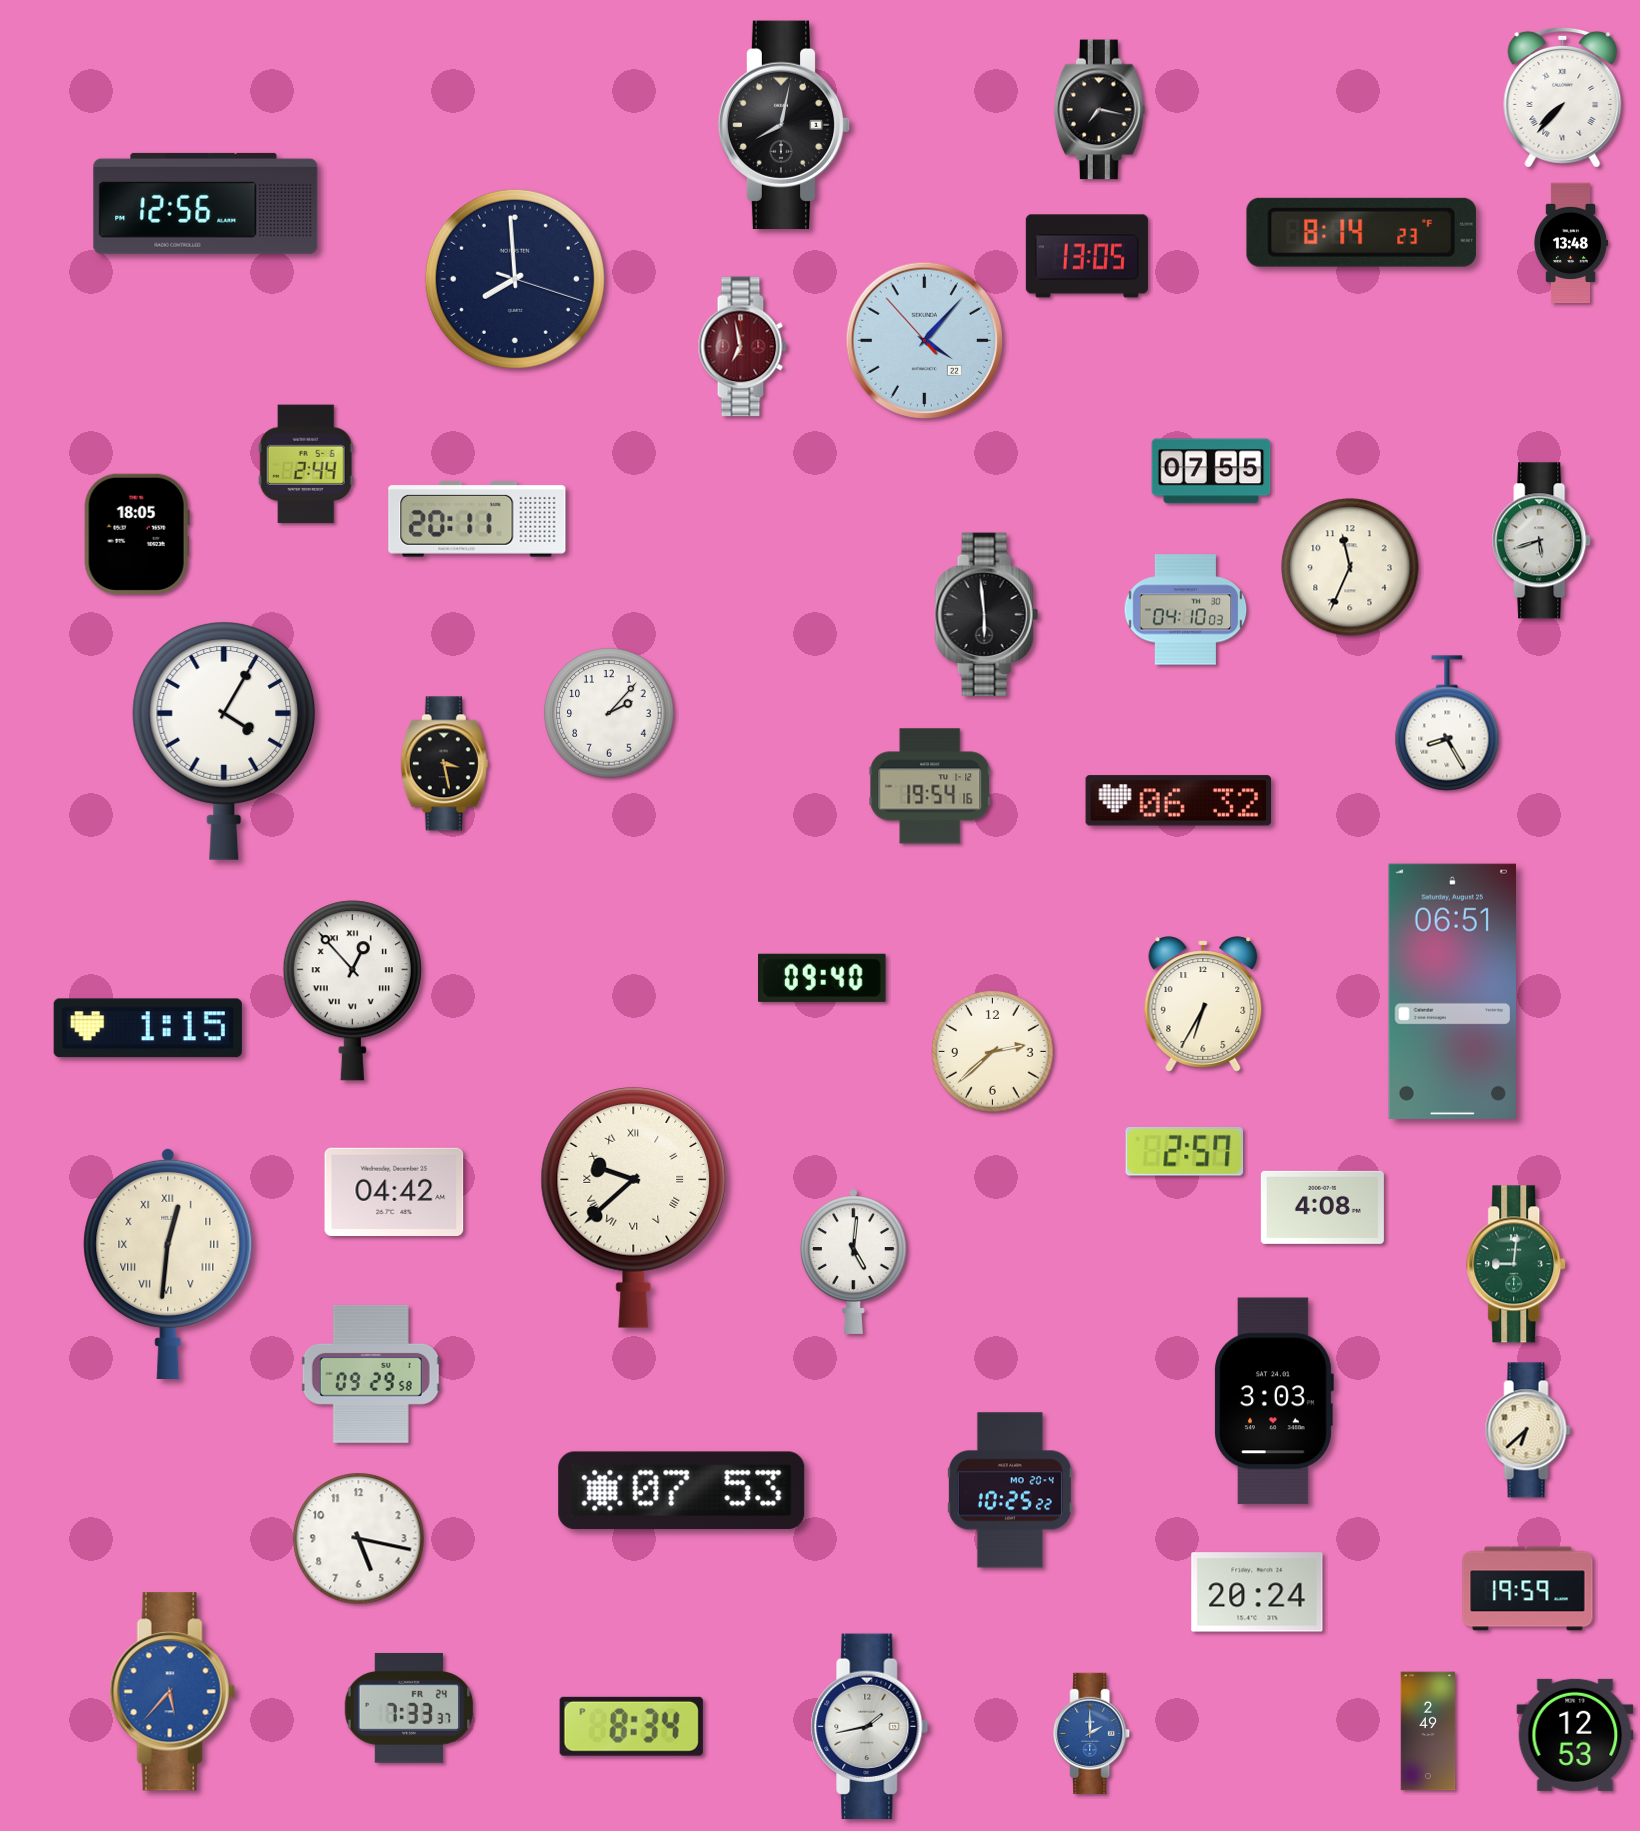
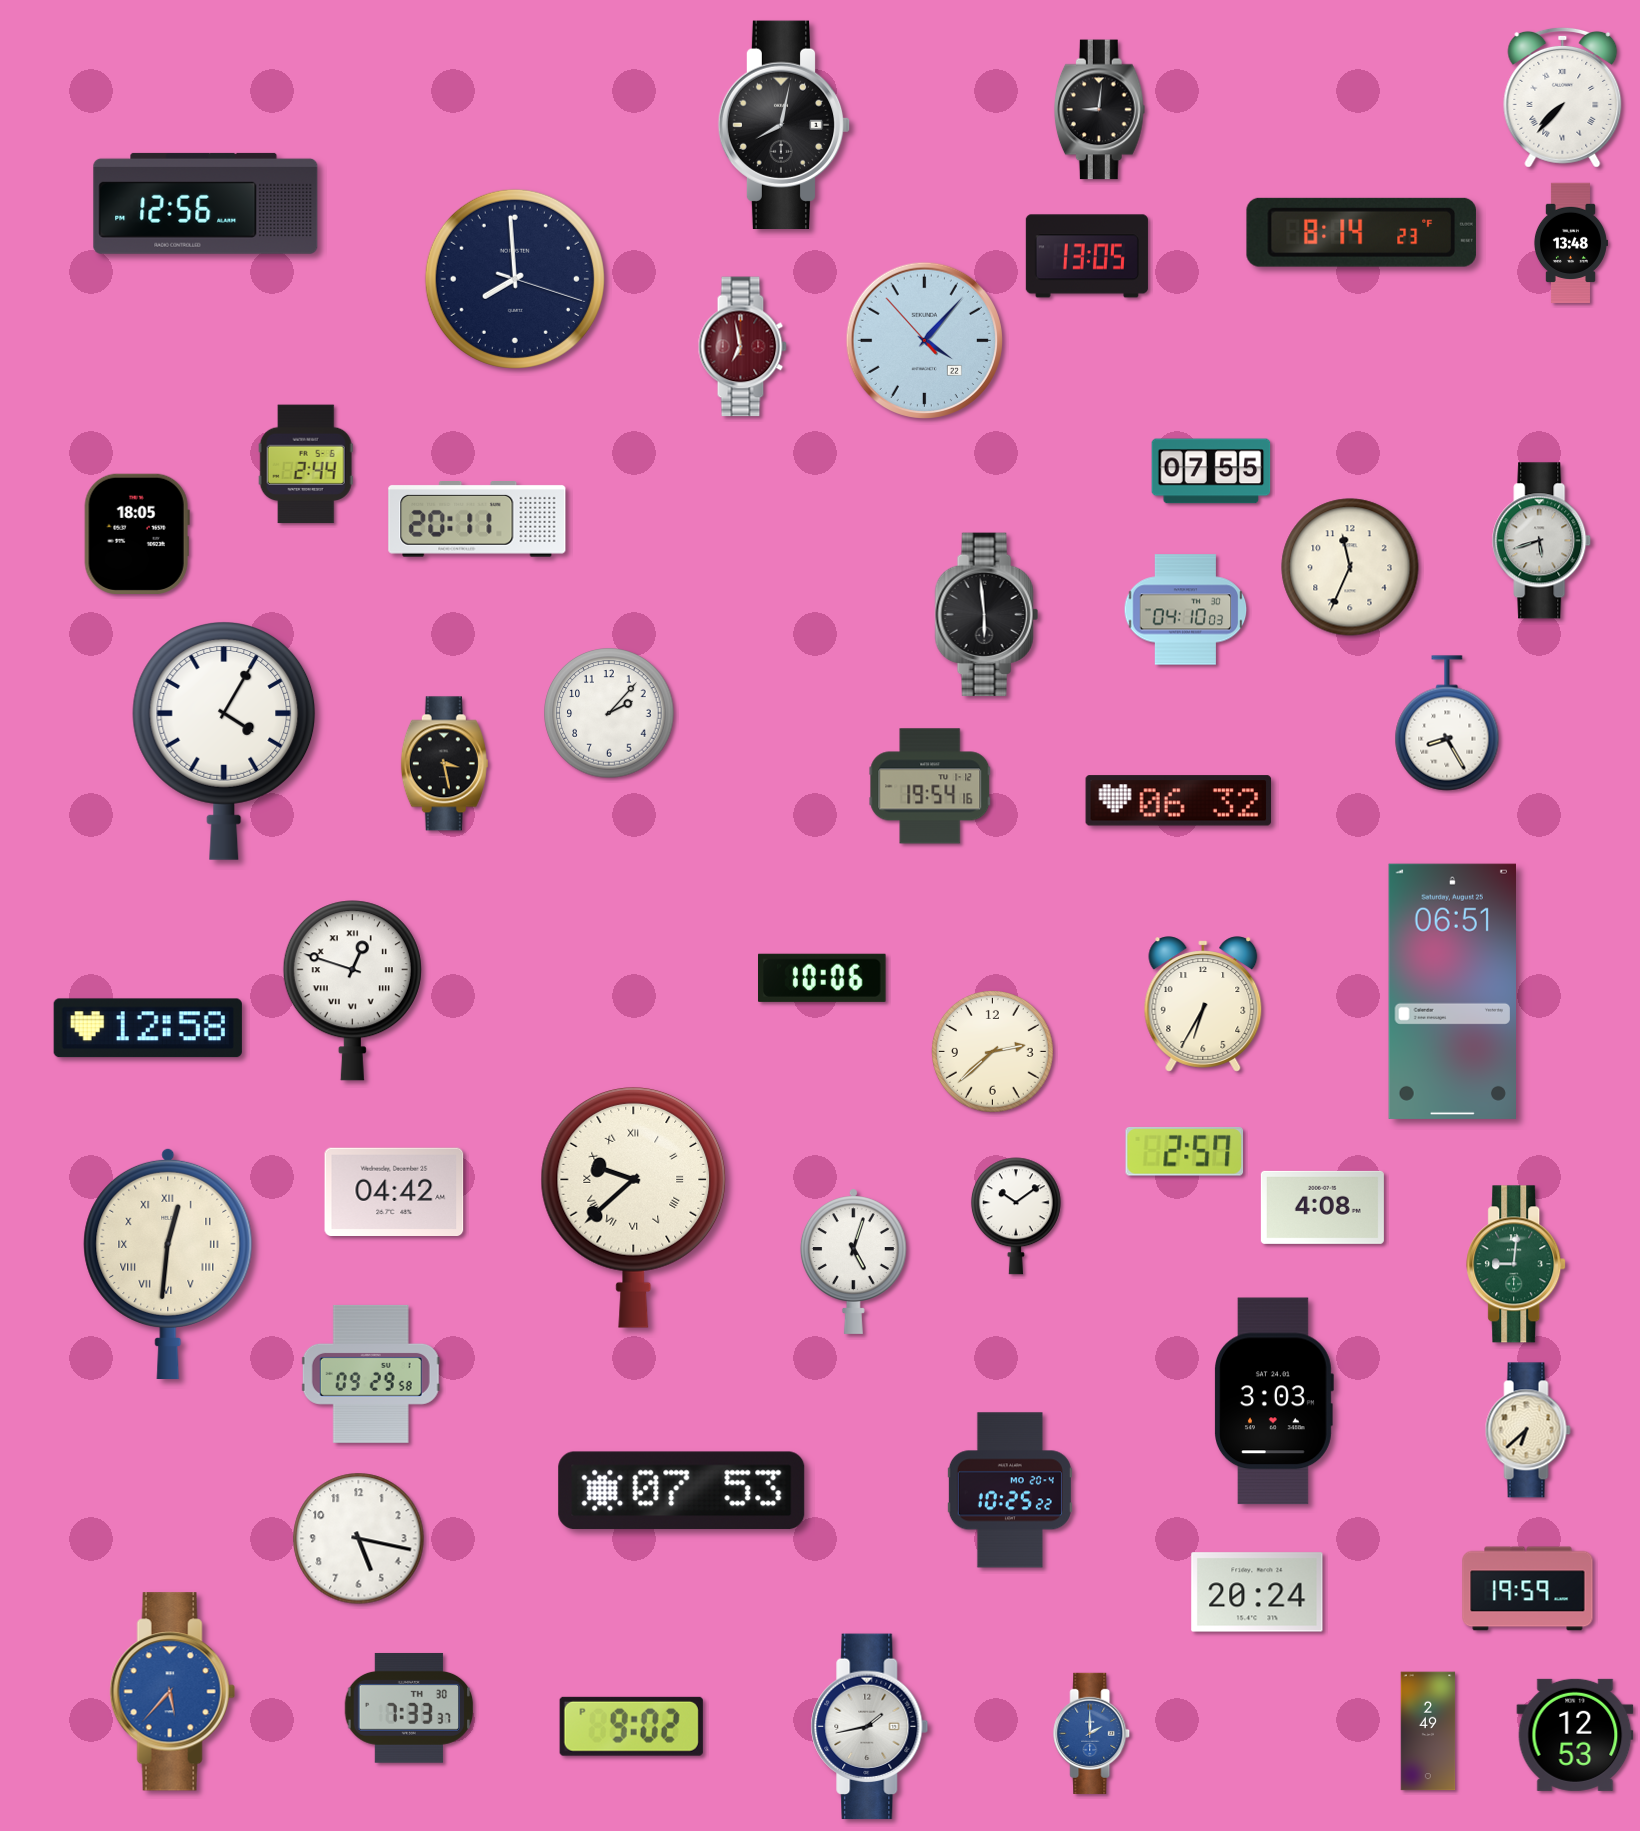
clock at (1099, 110): 7:17 -> 9:01
clock at (823, 978): 09:40 -> 10:06
clock at (352, 991): 12:53 -> 12:48
clock at (148, 1028): 1:15 -> 12:58
clock at (1016, 1216): none -> 10:09
clock at (853, 1261): 5:01 -> 5:03
clock at (409, 1708) date: FR 24 -> TH 30
clock at (631, 1726): 8:34 -> 9:02
